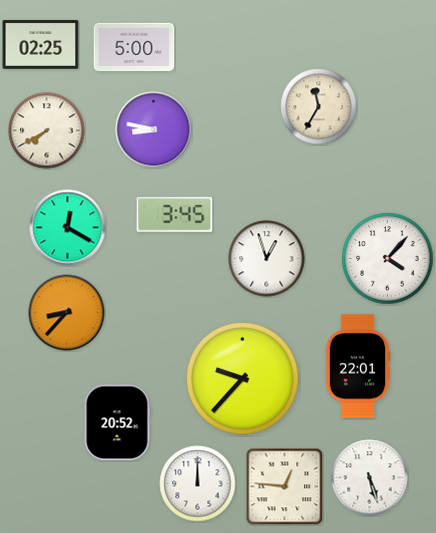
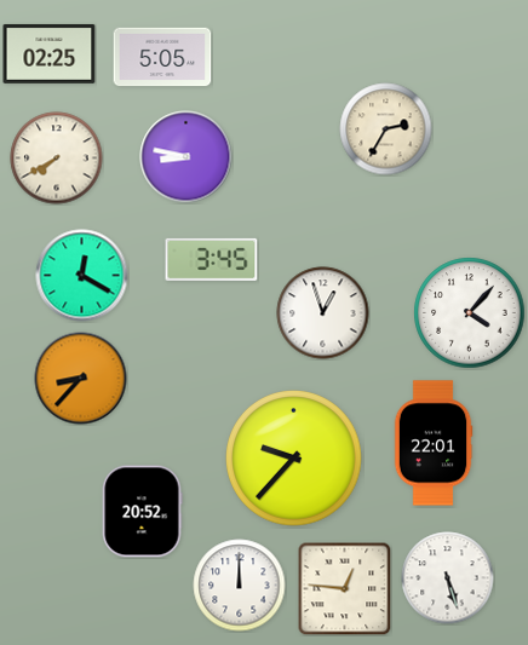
clock at (134, 47): 5:00 -> 5:05
clock at (319, 107): 11:35 -> 2:35
